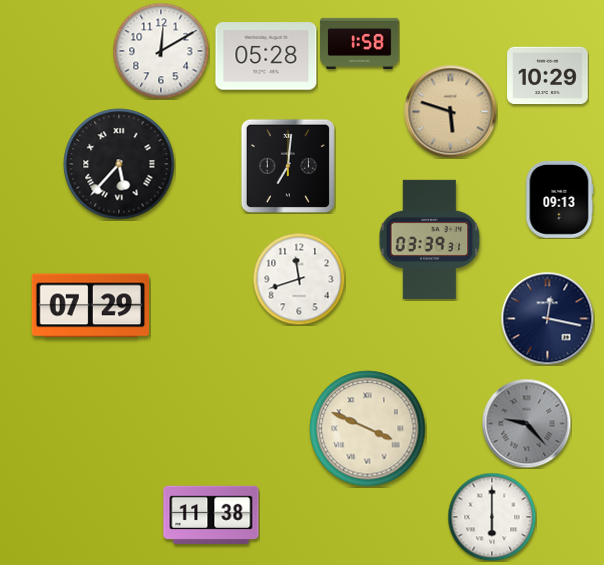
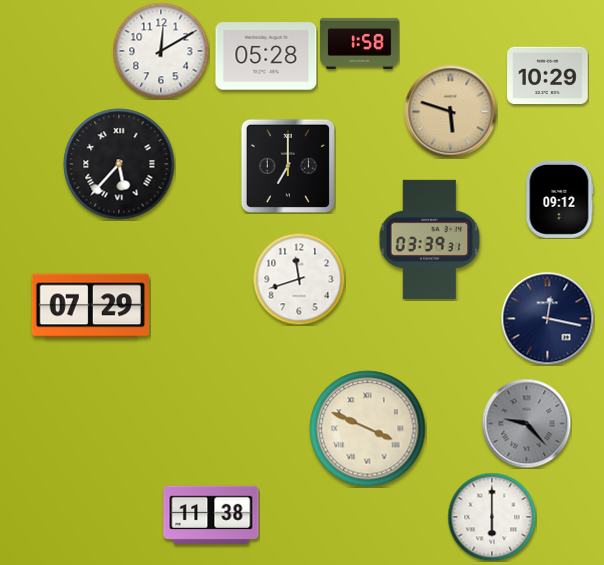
clock at (288, 166): 7:01 -> 7:00
clock at (559, 199): 09:13 -> 09:12
